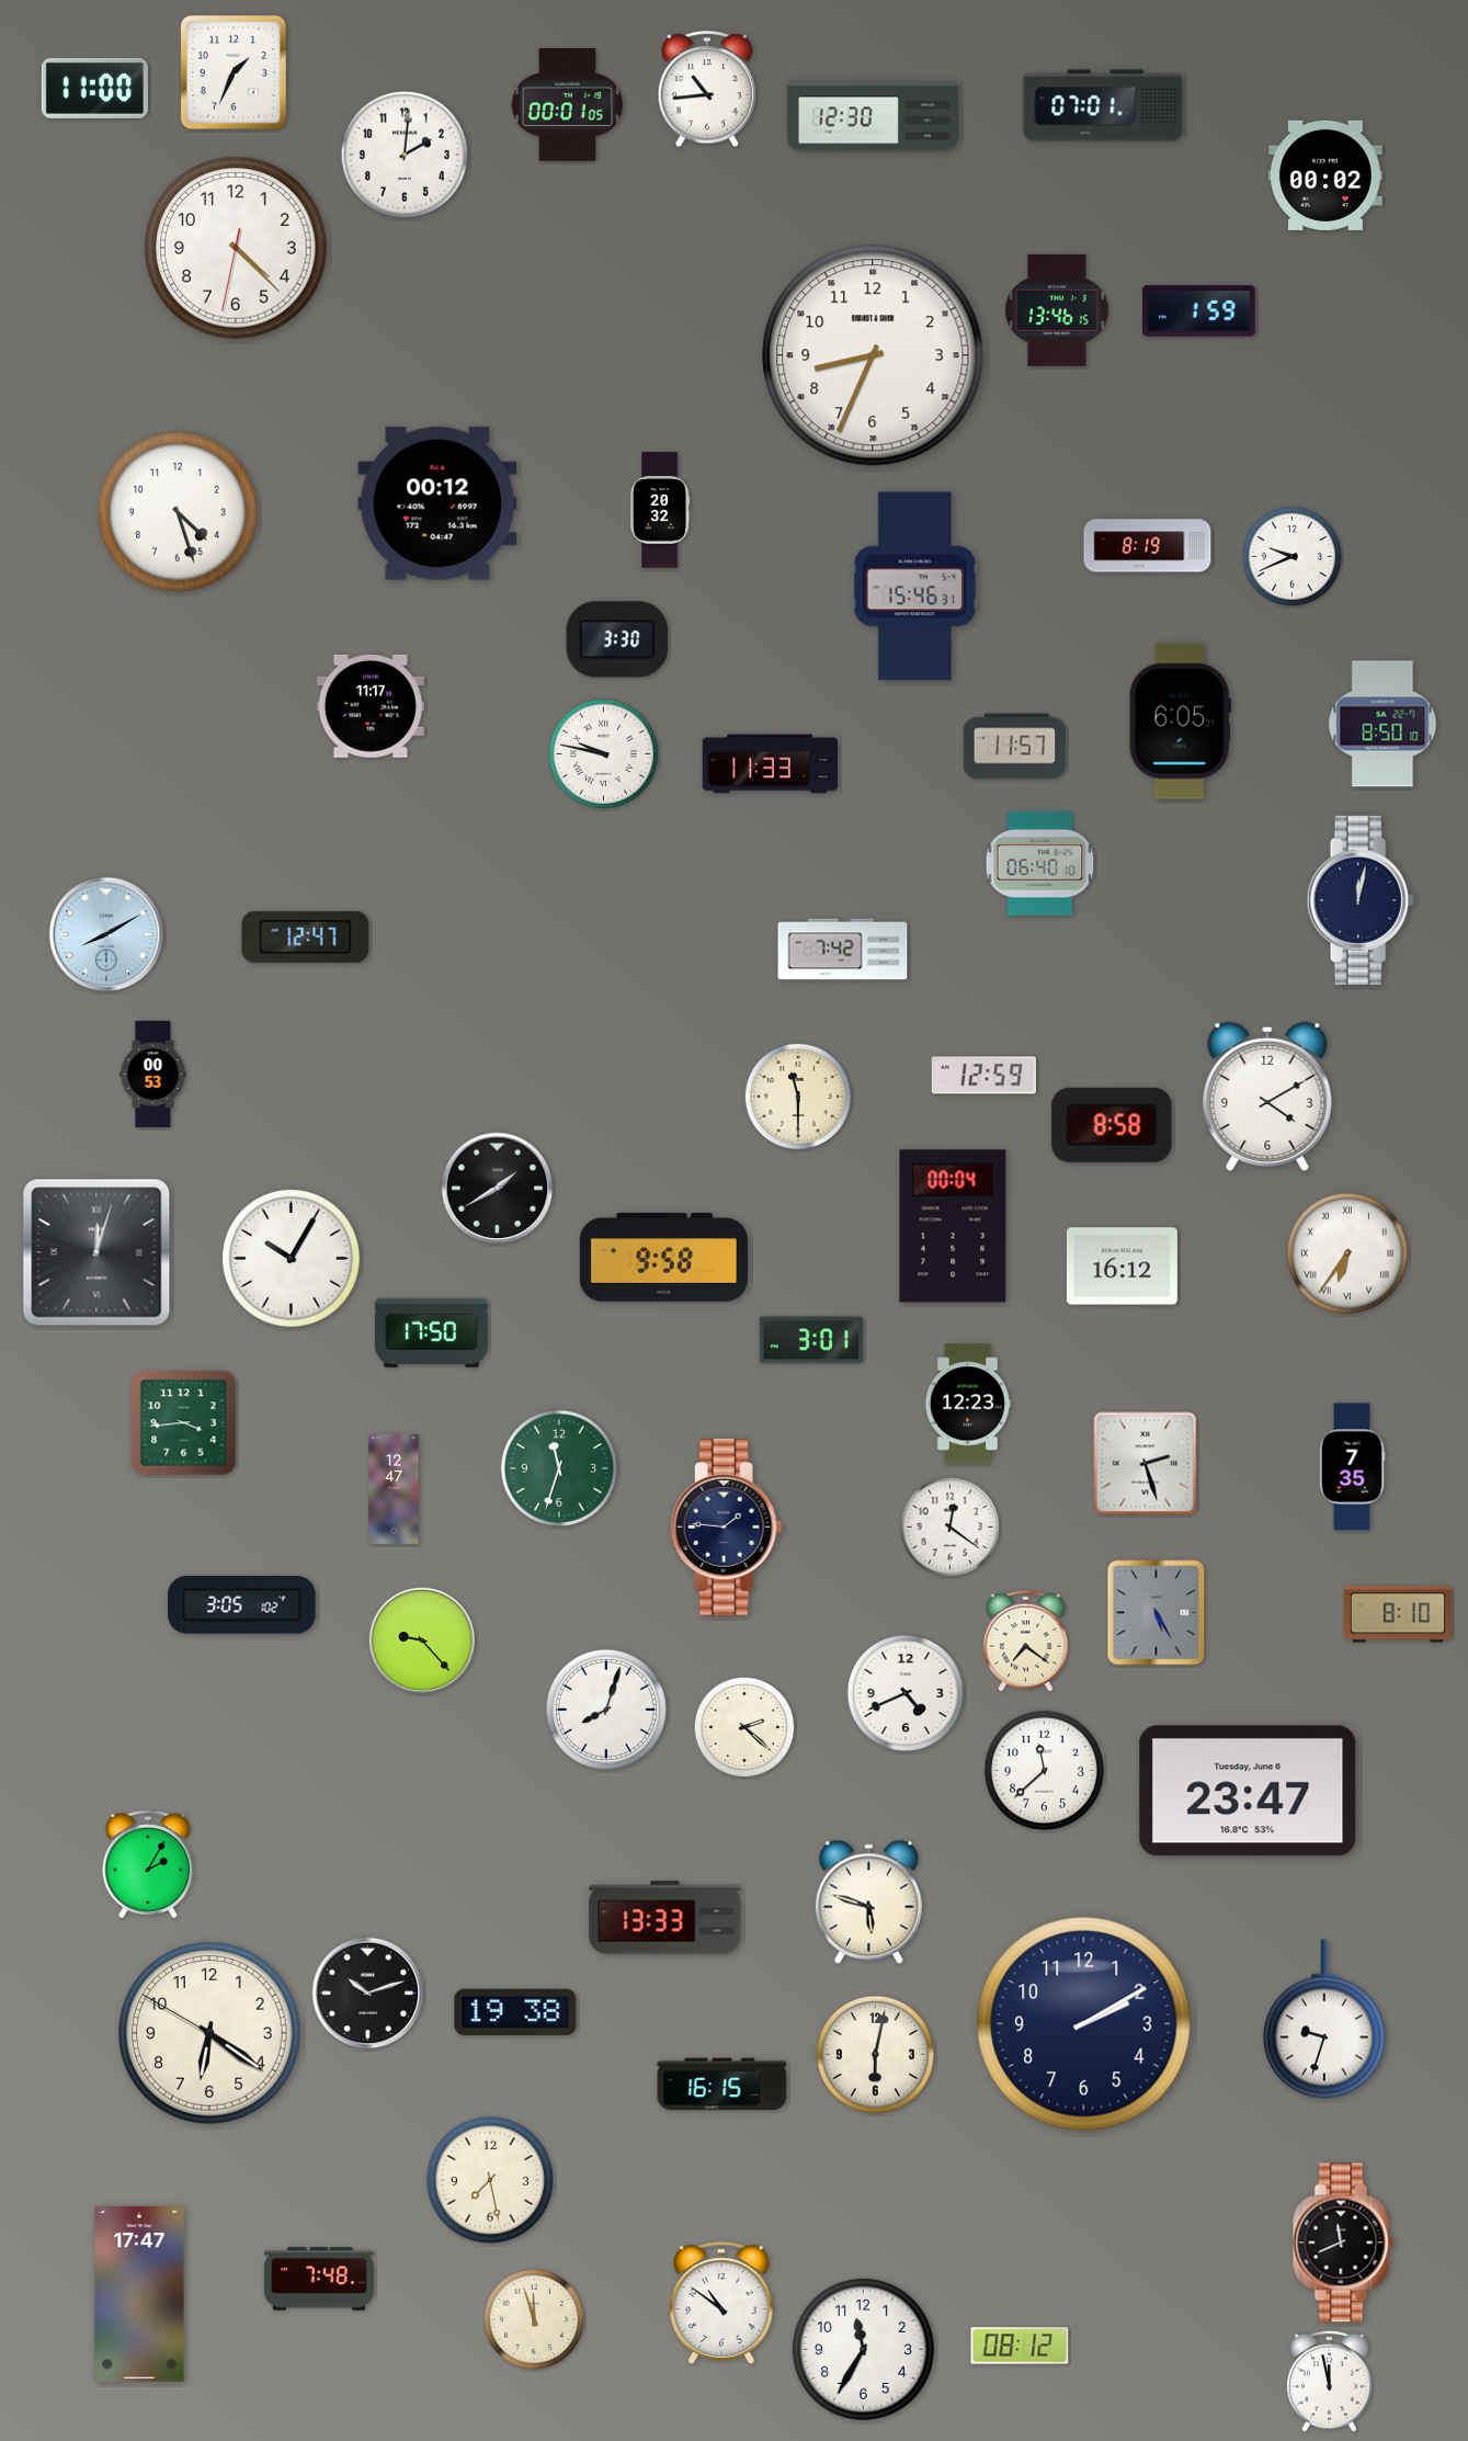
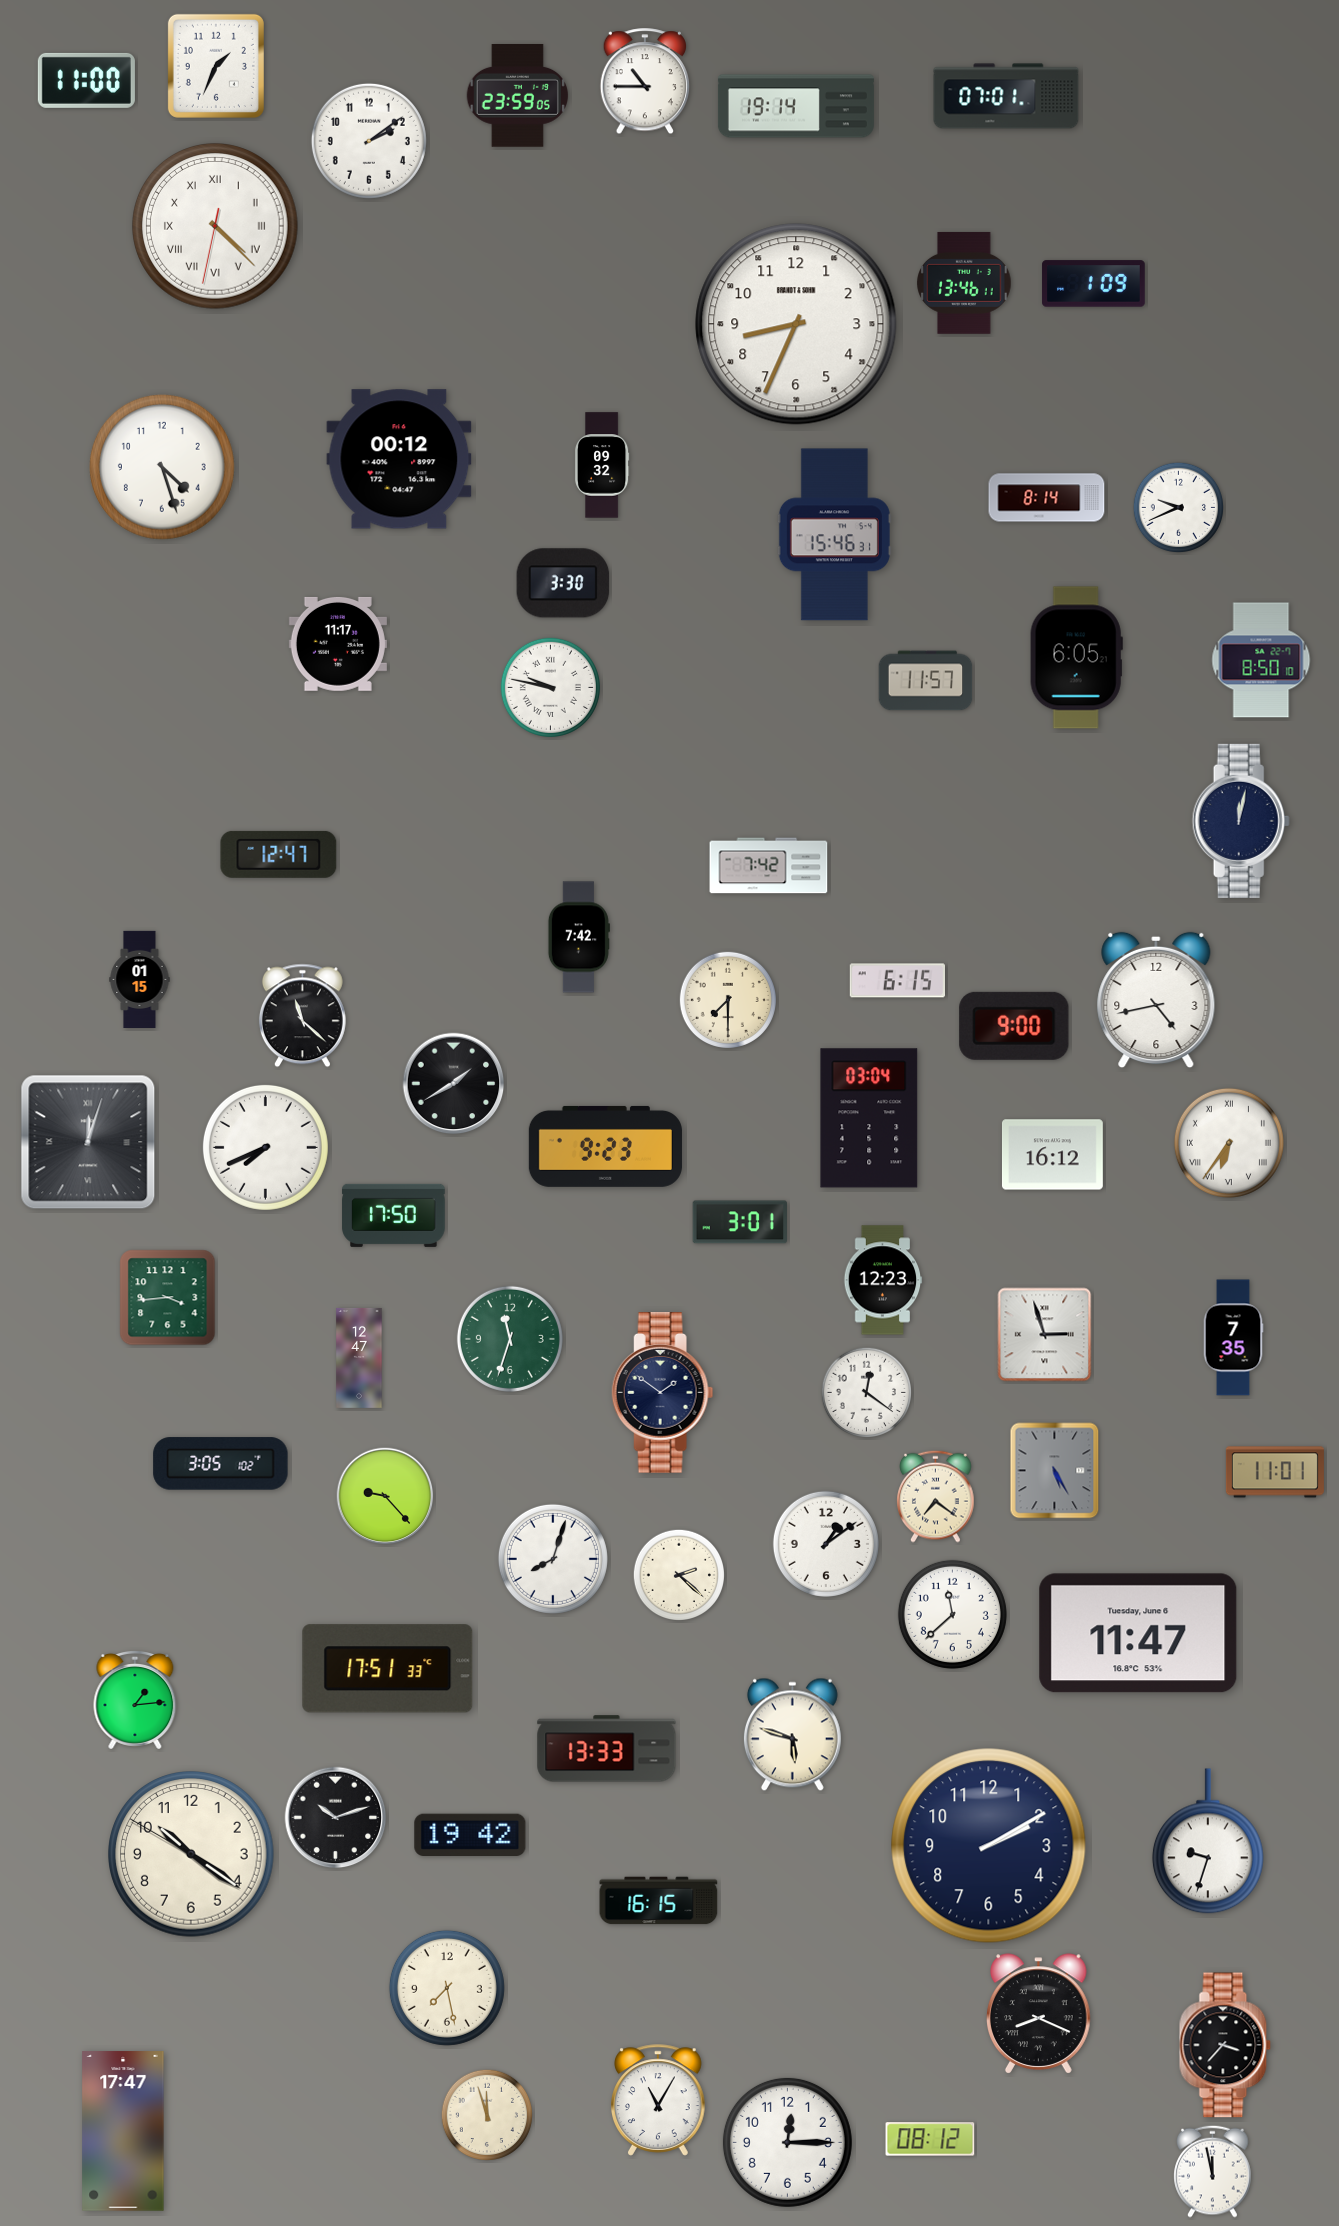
clock at (234, 72) position: (234, 72) -> (216, 66)
clock at (706, 90): 10:44 -> 10:45
clock at (567, 105): 00:01 -> 23:59
clock at (873, 116): 12:30 -> 19:14
clock at (405, 155): 2:01 -> 2:09
clock at (1325, 175): 00:02 -> none
clock at (236, 248) numerals: Arabic -> Roman
clock at (1057, 310): 13:46:15 -> 13:46:11
clock at (1199, 311): 1:59 -> 1:09
clock at (660, 510): 20:32 -> 09:32
clock at (1148, 546): 8:19 -> 8:14
clock at (770, 764): 11:33 -> none
clock at (1040, 863): 06:40 -> none
clock at (106, 934): 8:10 -> none
clock at (579, 937): none -> 7:42
clock at (153, 1074): 00:53 -> 01:15
clock at (983, 1076): 12:59 -> 6:15
clock at (798, 1097): 11:30 -> 7:30
clock at (1267, 1097): 4:10 -> 4:43
clock at (302, 1016): none -> 11:22
clock at (1112, 1125): 8:58 -> 9:00
clock at (953, 1226): 00:04 -> 03:04
clock at (663, 1257): 9:58 -> 9:23
clock at (291, 1258): 10:05 -> 7:41
clock at (1122, 1267) position: (1122, 1267) -> (1052, 1155)
clock at (1146, 1464): 2:27 -> 2:57
clock at (727, 1528): 1:46 -> 1:51
clock at (1398, 1614): 8:10 -> 11:01
clock at (906, 1693): 4:41 -> 1:09
clock at (1248, 1791): 23:47 -> 11:47
clock at (388, 1669): none -> 17:51
clock at (148, 1864): 2:05 -> 1:14
clock at (515, 2011): 19:38 -> 19:42
clock at (209, 2033): 6:20 -> 10:20
clock at (875, 2054): 6:02 -> none
clock at (1039, 2014): none -> 8:19
clock at (1343, 2243): 11:41 -> 3:37
clock at (319, 2279): 7:48 -> none
clock at (139, 2294) position: (139, 2294) -> (123, 2131)
clock at (721, 2303): 10:51 -> 11:05
clock at (863, 2349): 11:35 -> 12:15
